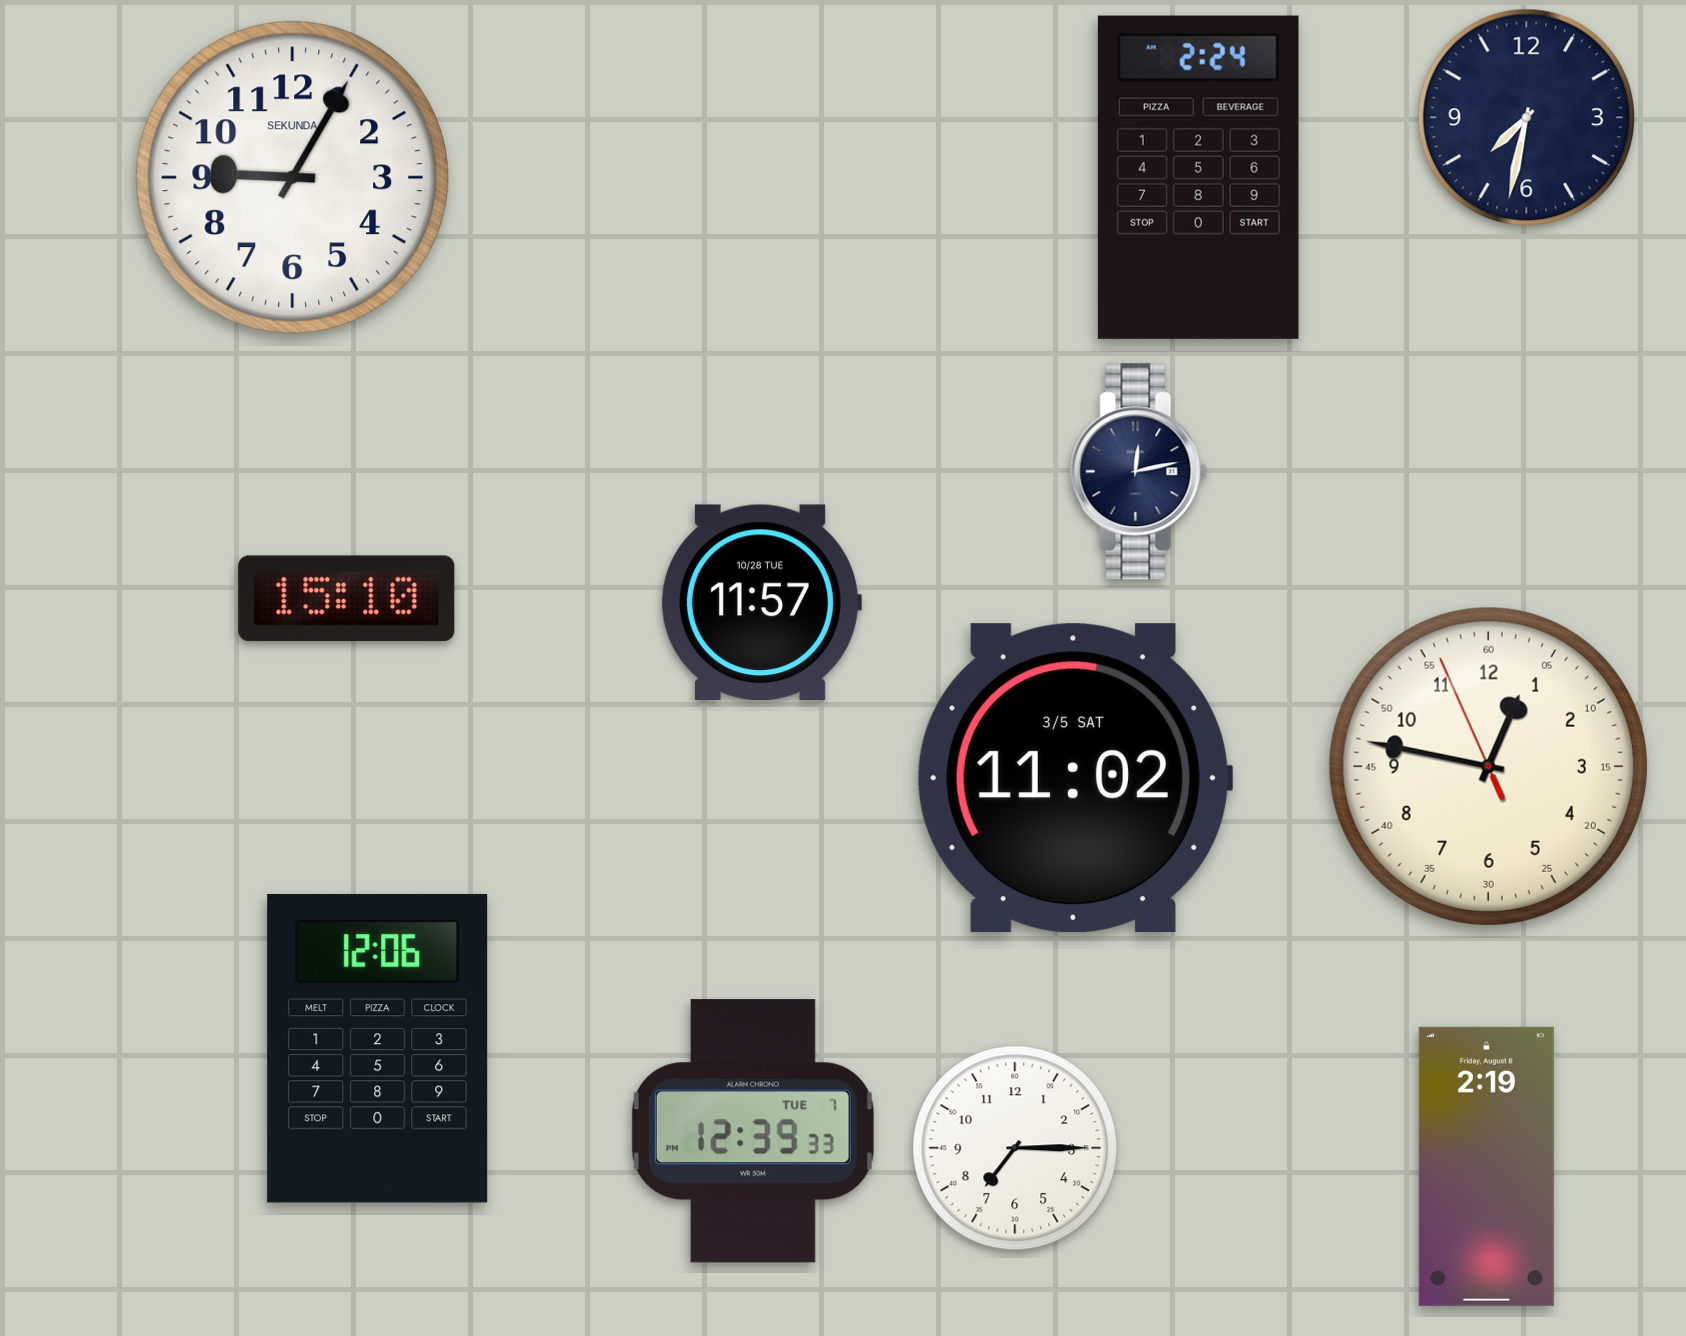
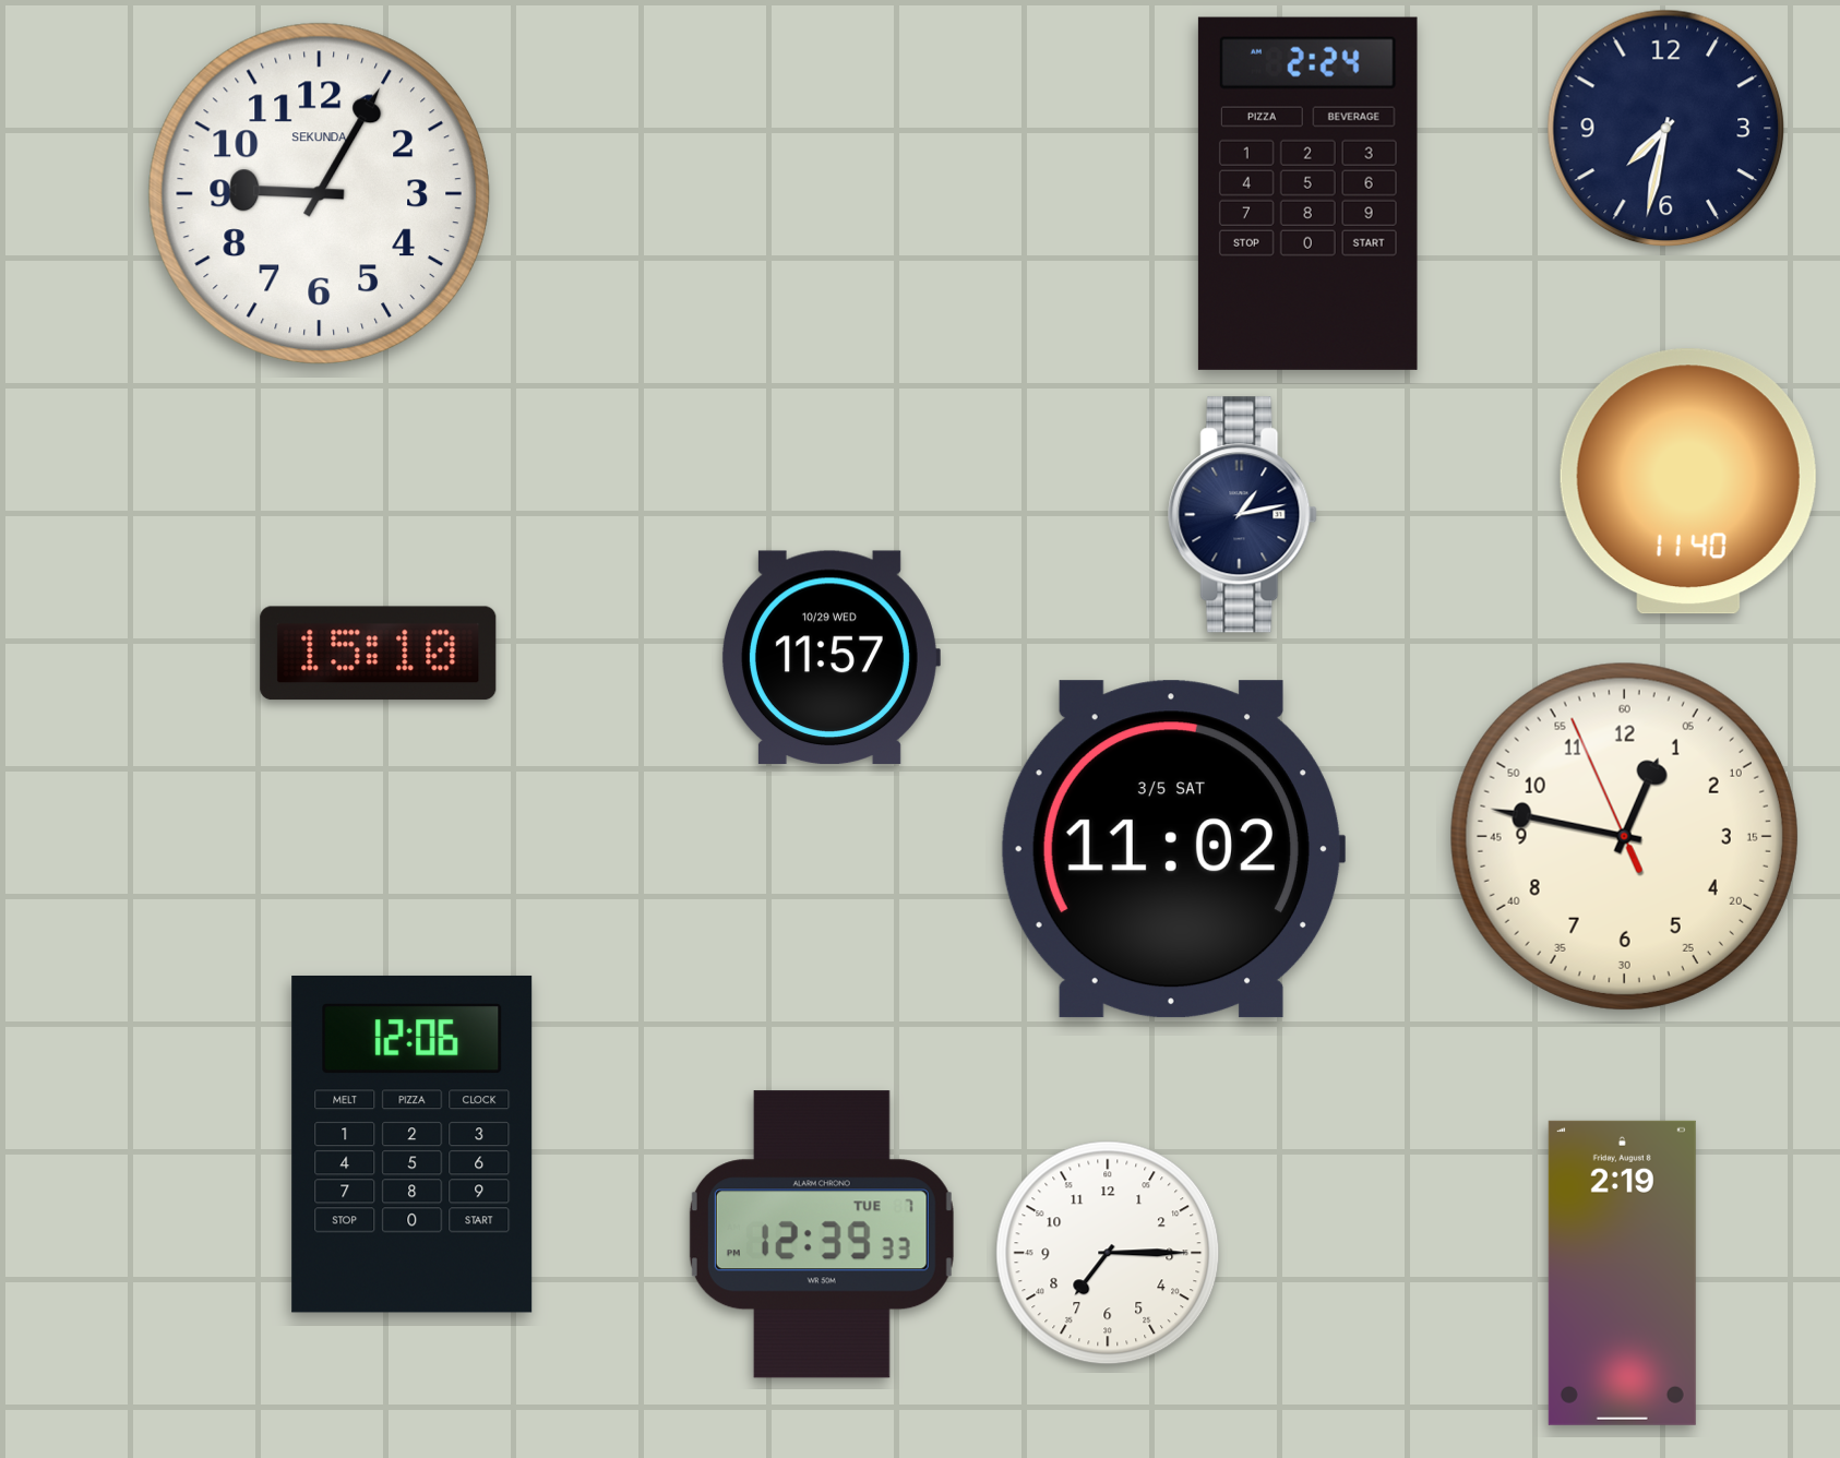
clock at (1688, 481): none -> 11:40
clock at (1139, 472): 12:13 -> 1:13
clock at (761, 602) date: 10/28 TUE -> 10/29 WED
